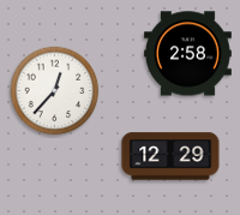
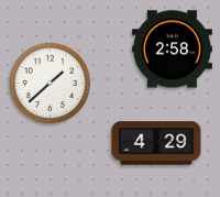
clock at (55, 91): 12:37 -> 1:38
clock at (170, 156): 12:29 -> 4:29
